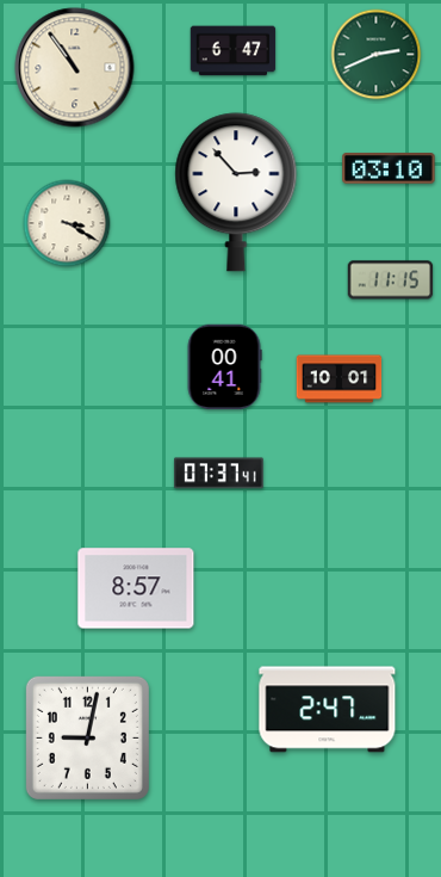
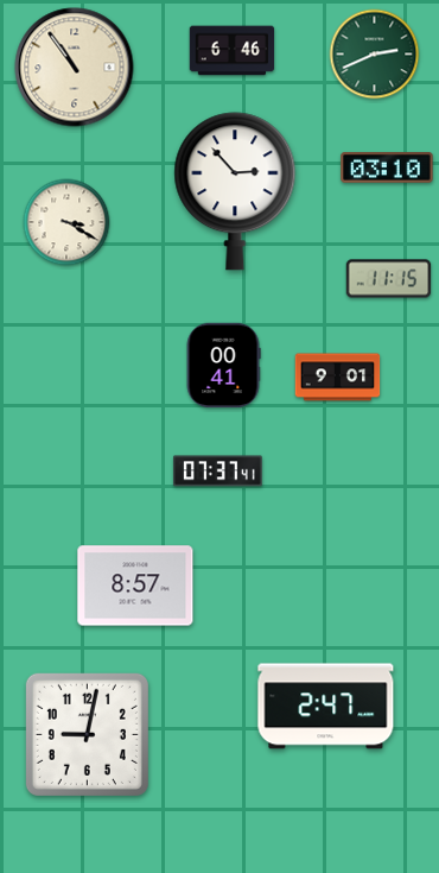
clock at (234, 51): 6:47 -> 6:46
clock at (340, 379): 10:01 -> 9:01
